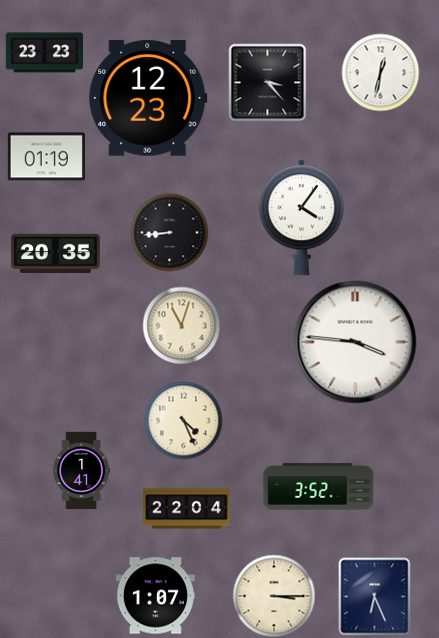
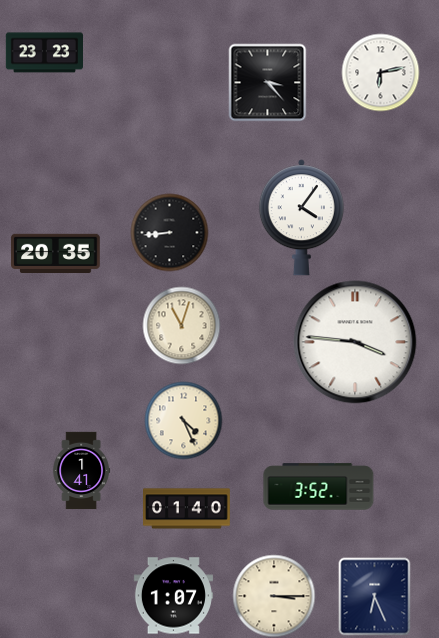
clock at (380, 72): 12:32 -> 6:13
clock at (148, 98): 12:23 -> none
clock at (46, 157): 01:19 -> none
clock at (187, 509): 22:04 -> 01:40
clock at (155, 596) position: (155, 596) -> (173, 596)
